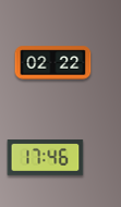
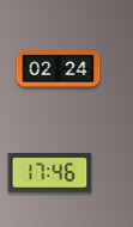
clock at (53, 63): 02:22 -> 02:24
